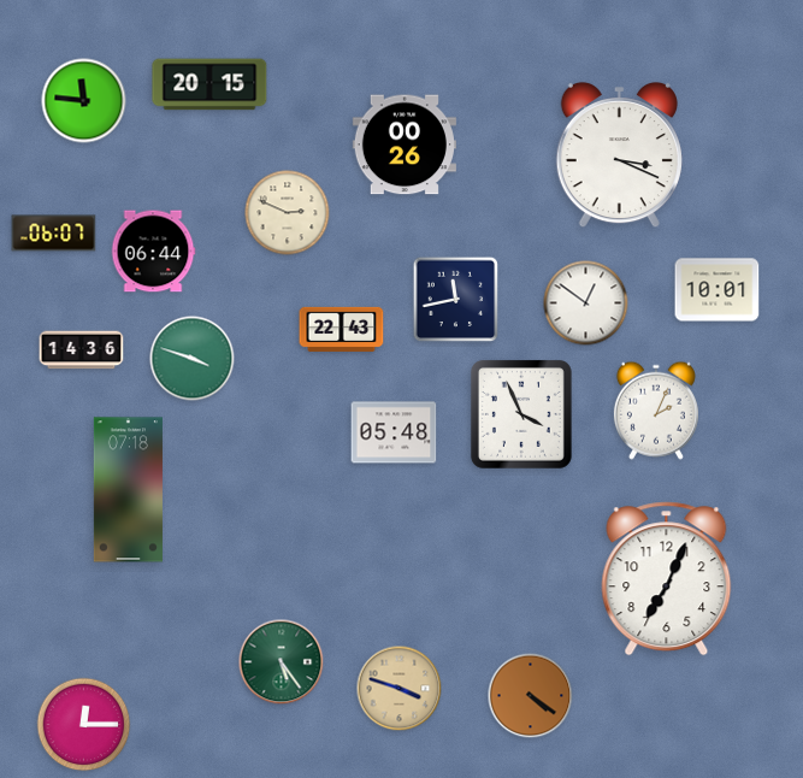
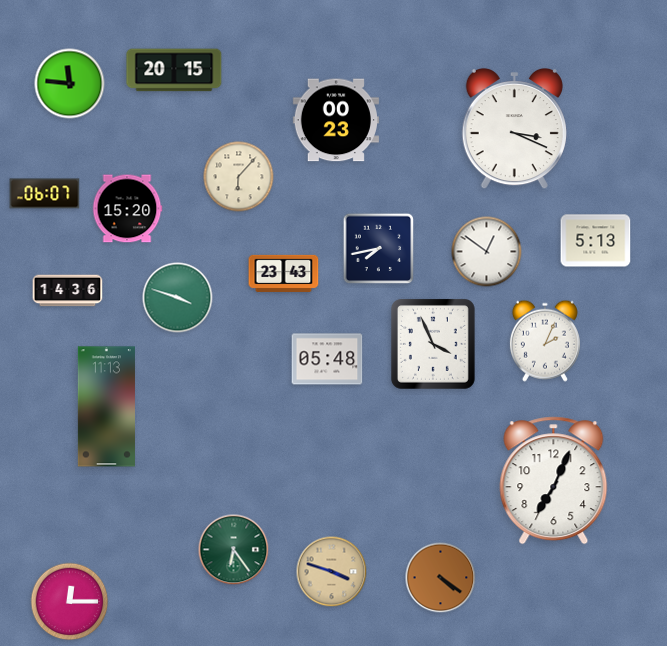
clock at (405, 145): 00:26 -> 00:23
clock at (288, 213): 2:49 -> 6:07
clock at (153, 252): 06:44 -> 15:20
clock at (718, 290): 10:01 -> 5:13
clock at (456, 300): 11:43 -> 7:43
clock at (342, 329): 22:43 -> 23:43
clock at (193, 359) position: (193, 359) -> (178, 298)
clock at (128, 490): 07:18 -> 11:13
clock at (282, 662): 5:24 -> 6:24
